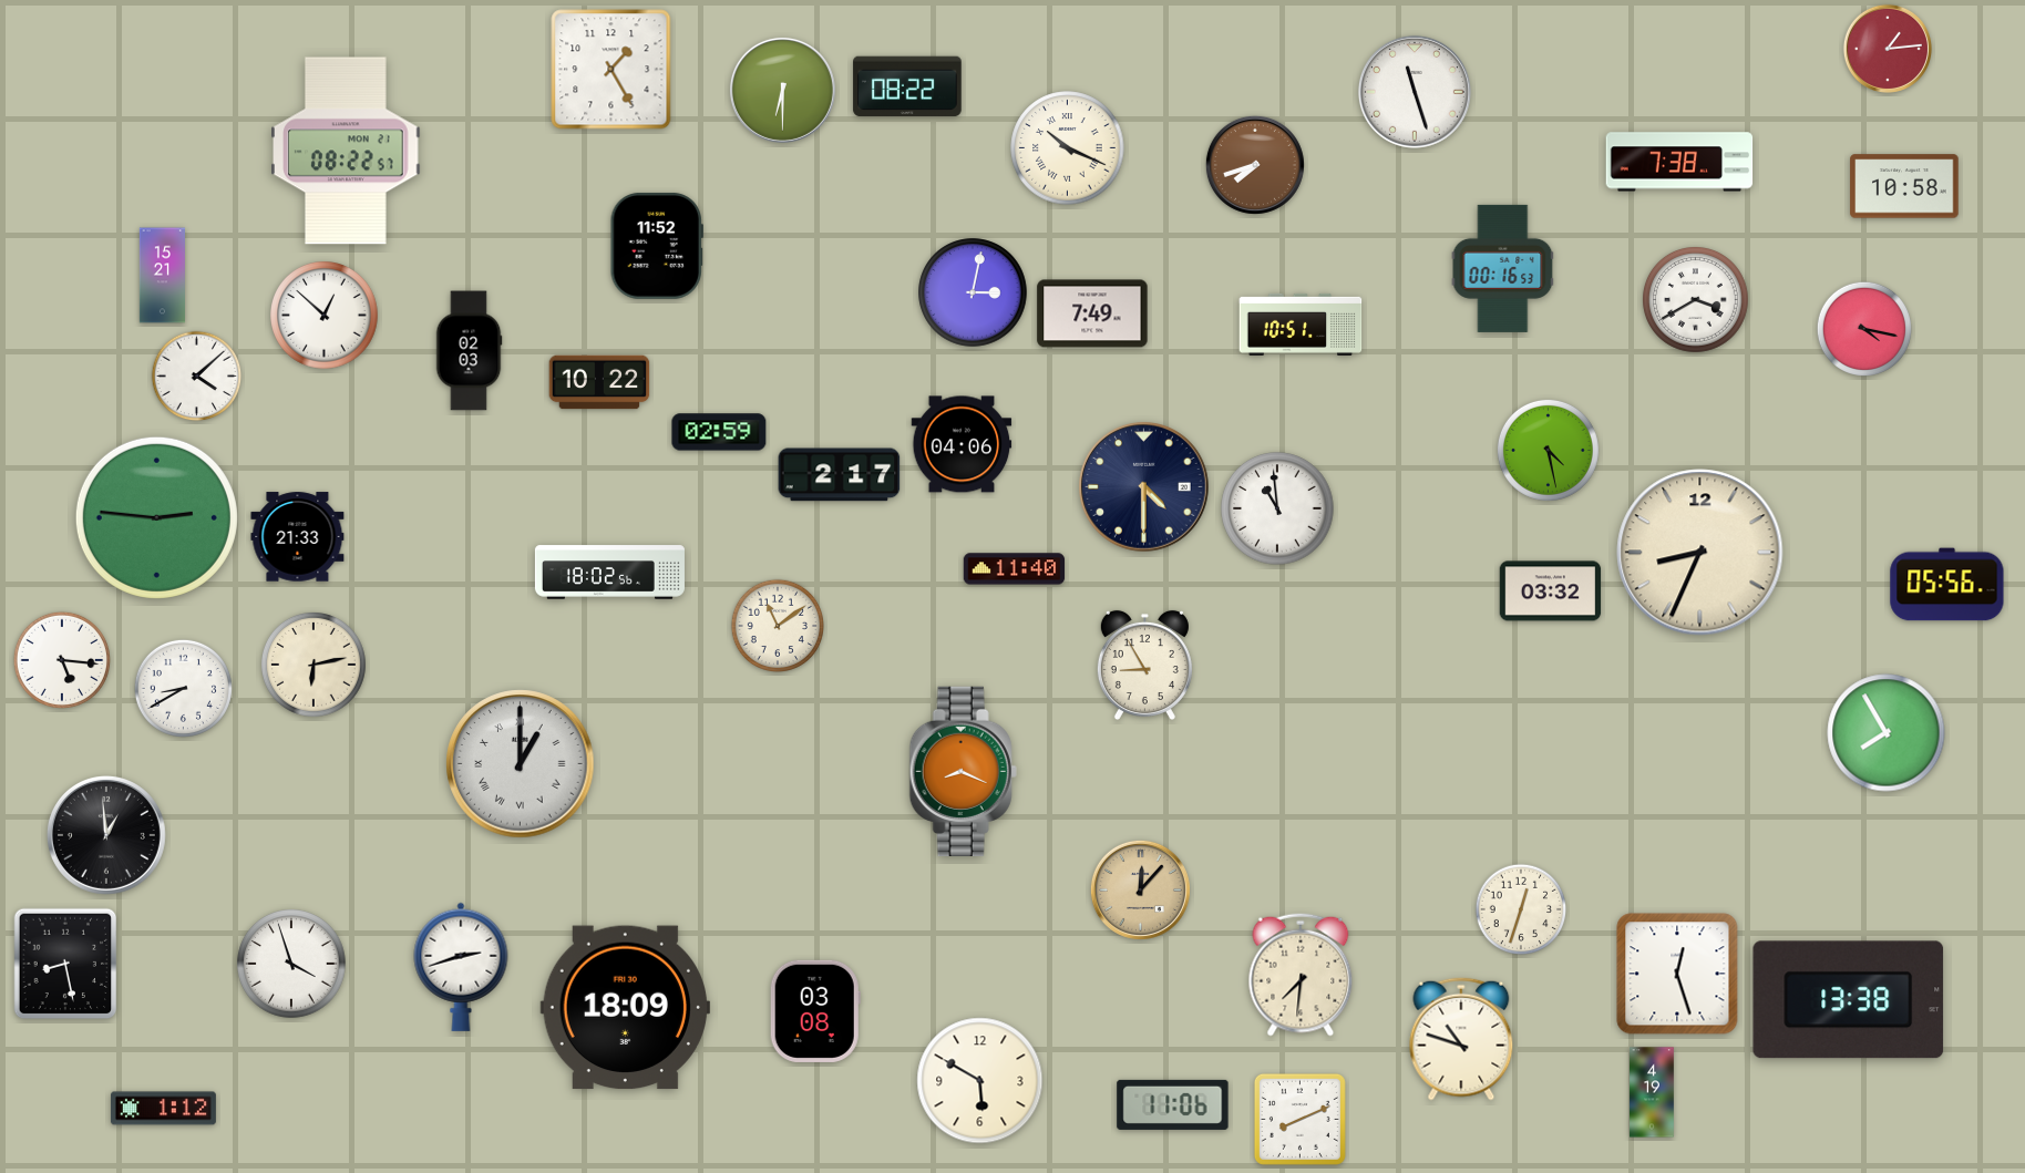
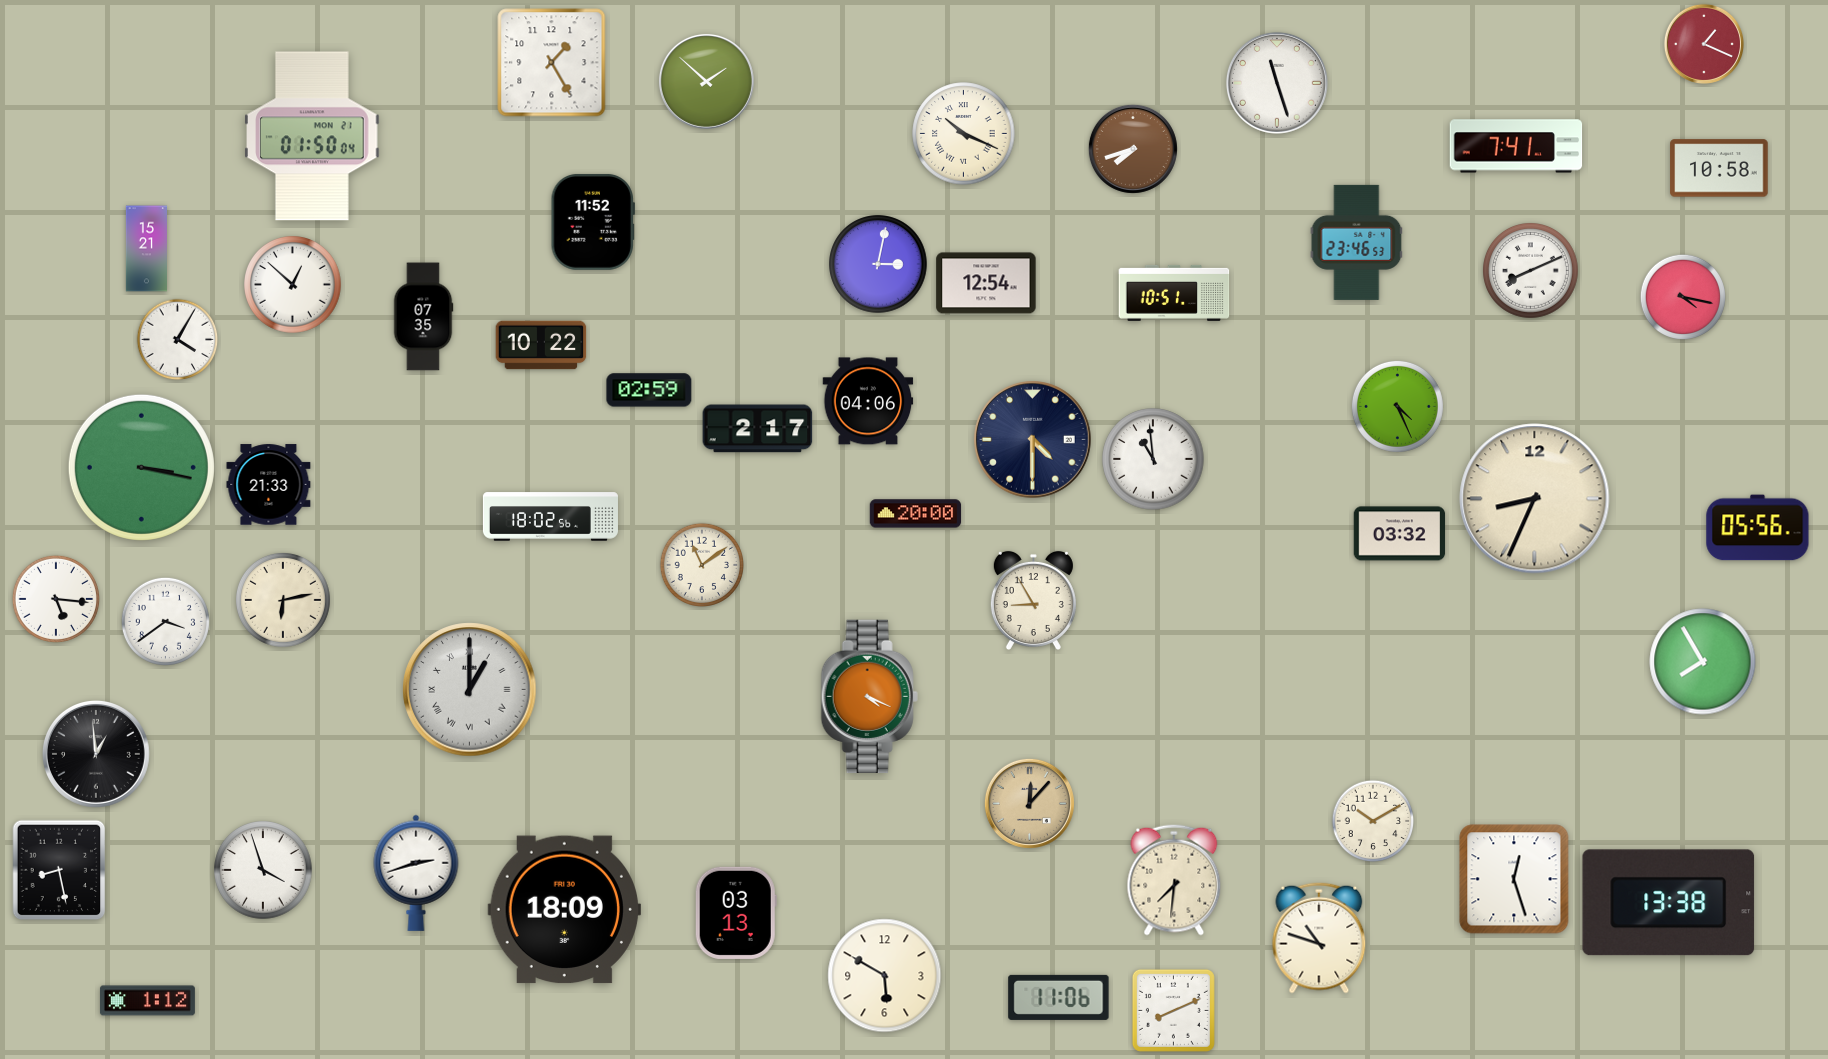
clock at (1888, 49): 1:14 -> 1:19
clock at (907, 86): 08:22 -> none
clock at (782, 90): 6:30 -> 1:52
clock at (346, 151): 08:22 -> 01:50
clock at (1679, 162): 7:38 -> 7:41
clock at (1503, 268): 00:16 -> 23:46
clock at (1696, 300): 3:40 -> 8:11
clock at (1092, 313): 7:49 -> 12:54
clock at (469, 351): 02:03 -> 07:35
clock at (197, 377): 4:08 -> 4:05
clock at (1548, 450): 4:28 -> 4:26
clock at (156, 517): 2:46 -> 3:17
clock at (1015, 569): 11:40 -> 20:00
clock at (62, 660) position: (62, 660) -> (56, 599)
clock at (183, 688): 8:40 -> 3:39
clock at (963, 771): 8:19 -> 4:19
clock at (1521, 909): 12:33 -> 10:10
clock at (815, 1011): 03:08 -> 03:13
clock at (1652, 1092): 4:19 -> none
